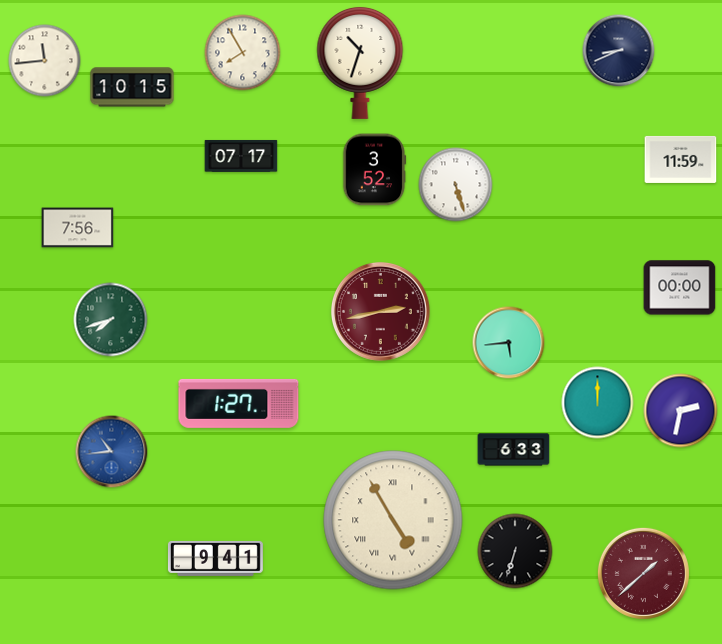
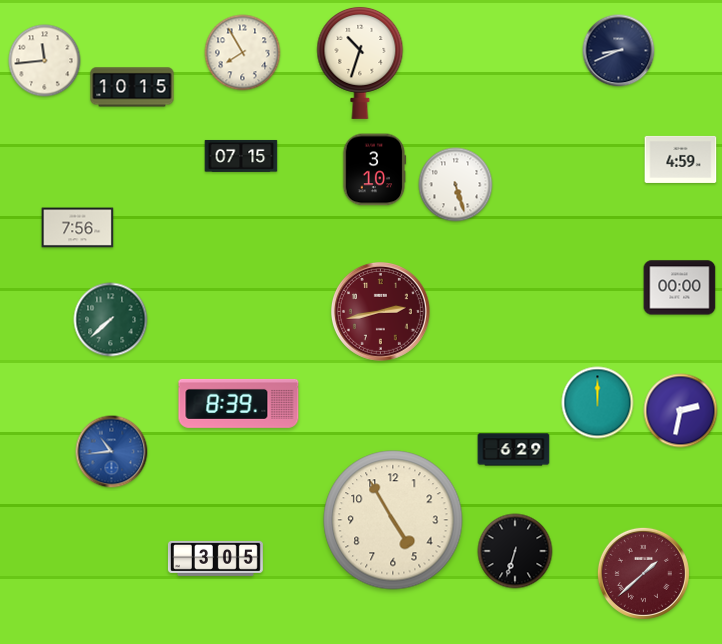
clock at (241, 156): 07:17 -> 07:15
clock at (681, 159): 11:59 -> 4:59
clock at (374, 170): 3:52 -> 3:10
clock at (111, 320): 7:42 -> 7:38
clock at (509, 343): 5:44 -> none
clock at (239, 403): 1:27 -> 8:39
clock at (514, 450): 6:33 -> 6:29
clock at (393, 520) numerals: Roman -> Arabic
clock at (215, 558): 9:41 -> 3:05
